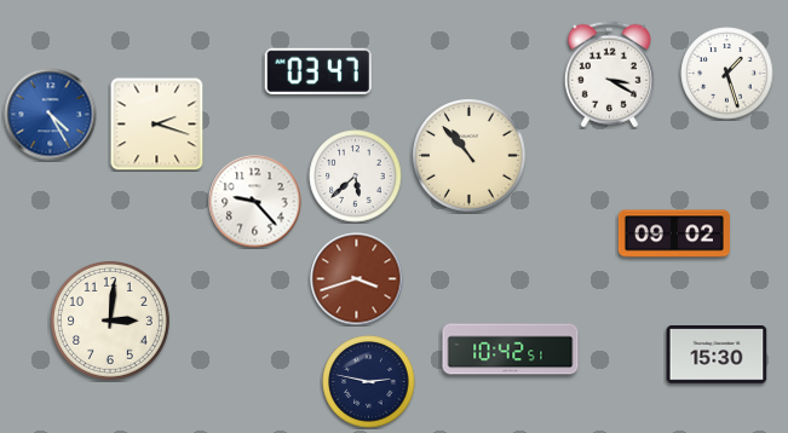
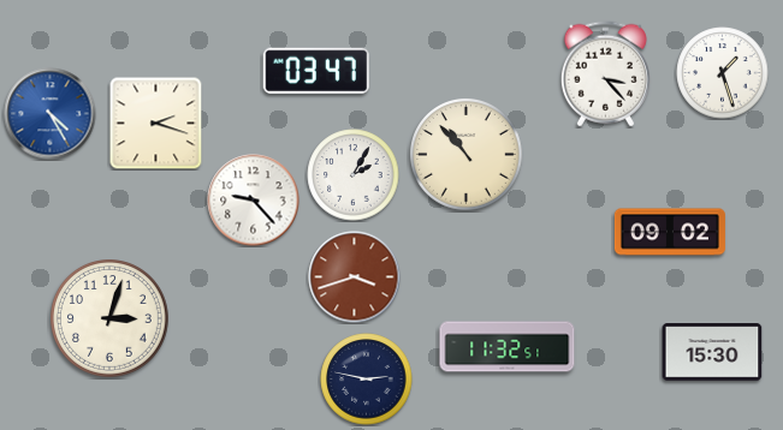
clock at (609, 75): 3:20 -> 3:23
clock at (356, 177): 5:38 -> 2:05
clock at (111, 322): 3:01 -> 3:03
clock at (511, 350): 10:42 -> 11:32
